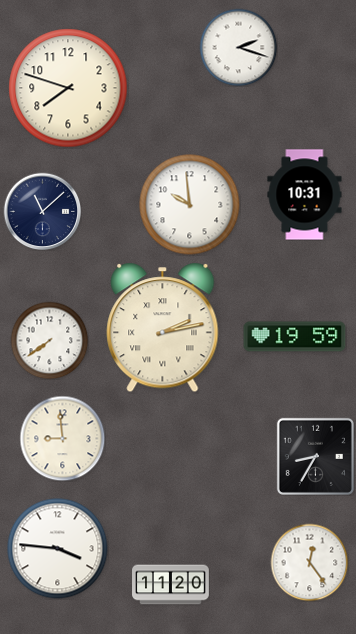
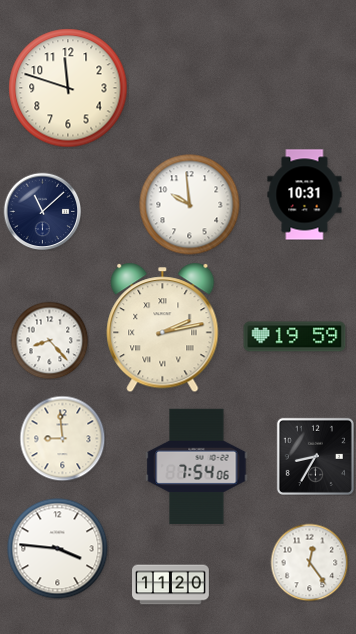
clock at (238, 47): 2:18 -> none
clock at (68, 88): 7:48 -> 11:48
clock at (49, 340): 7:39 -> 8:23
clock at (197, 466): none -> 7:54
